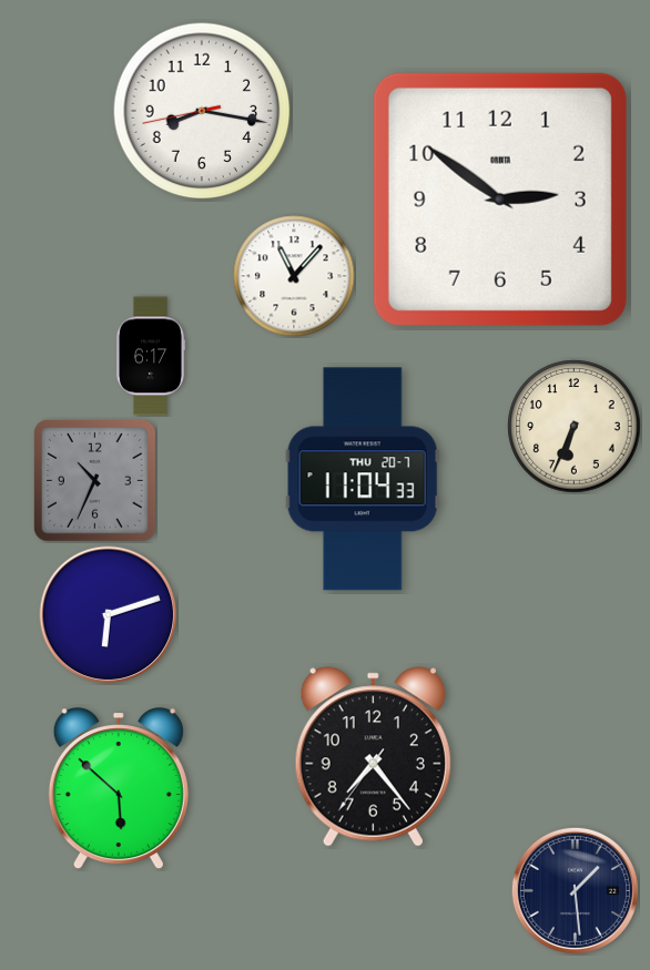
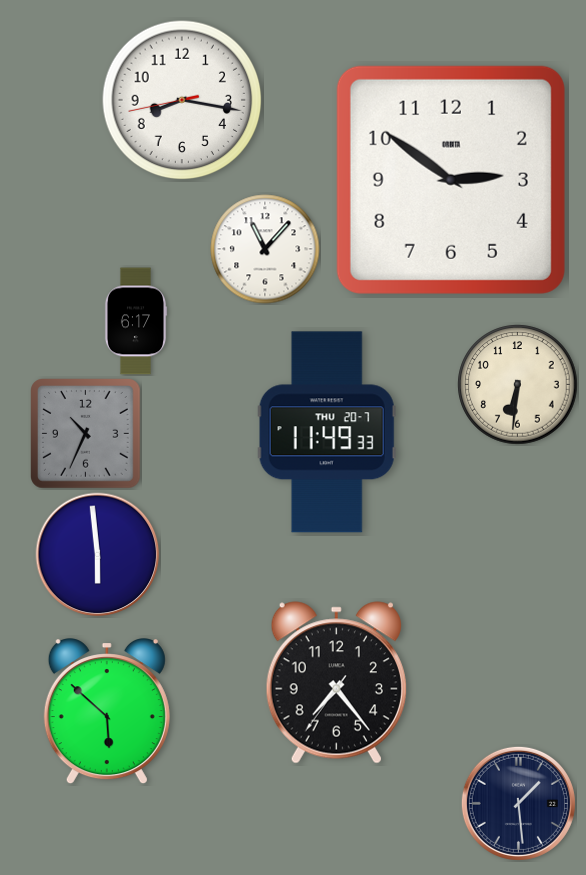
clock at (575, 427): 6:34 -> 6:31
clock at (363, 479): 11:04 -> 11:49
clock at (109, 615): 6:12 -> 5:59
